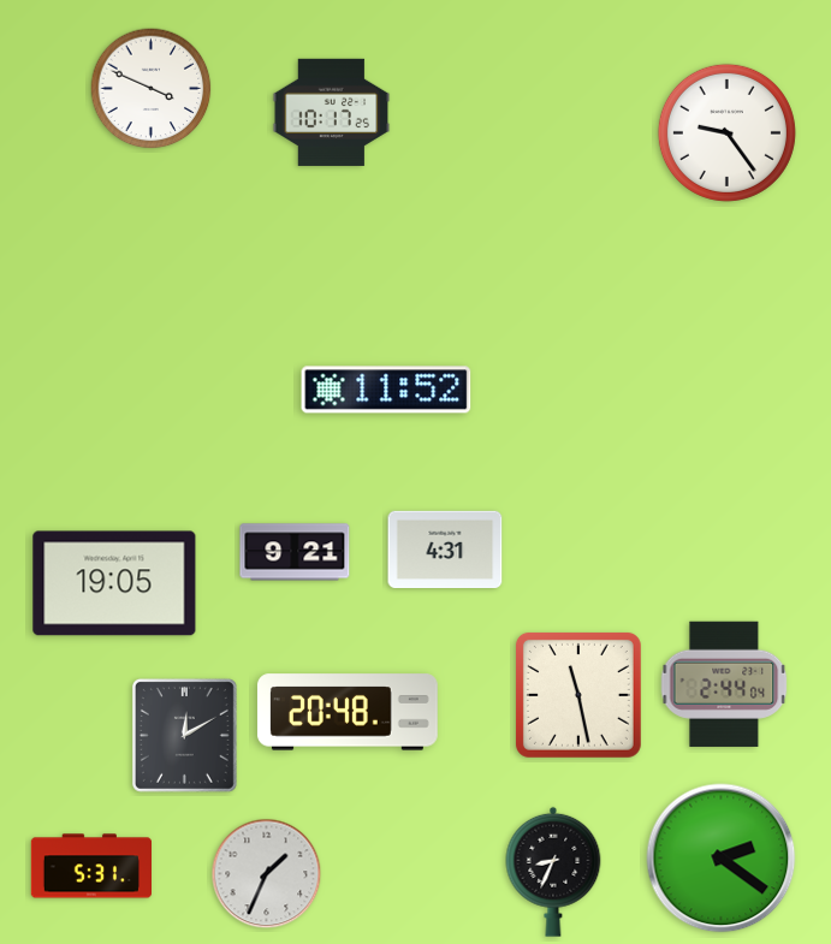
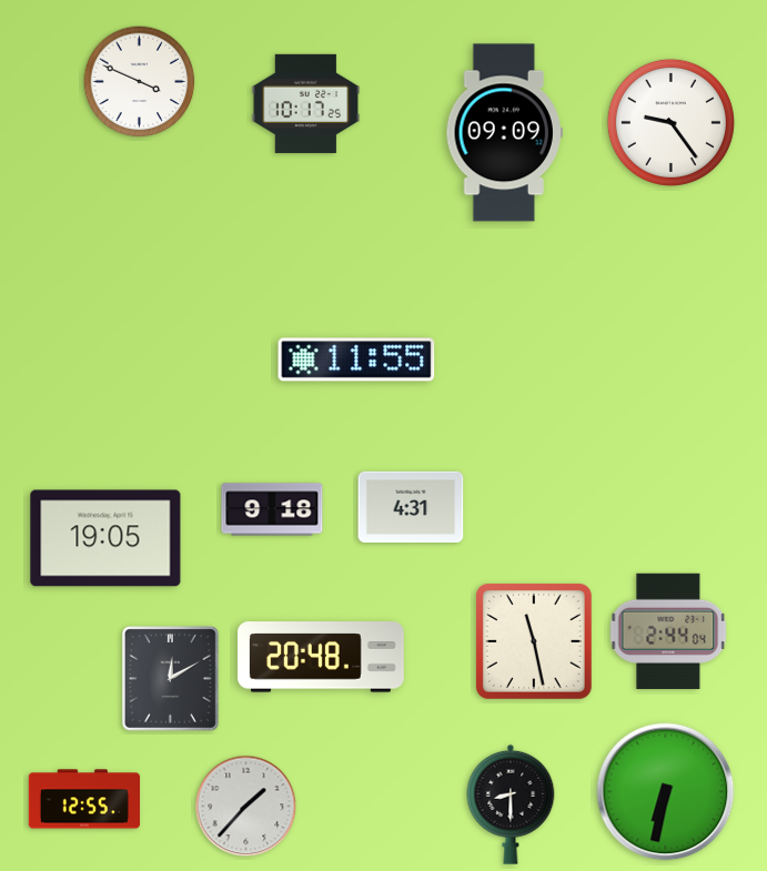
clock at (504, 133): none -> 09:09
clock at (386, 390): 11:52 -> 11:55
clock at (295, 552): 9:21 -> 9:18
clock at (722, 859): 2:21 -> 6:32
clock at (90, 866): 5:31 -> 12:55
clock at (553, 872): 8:34 -> 8:30
clock at (267, 874): 1:34 -> 1:37
